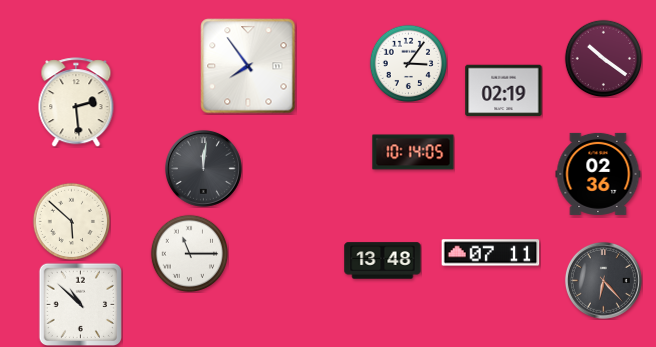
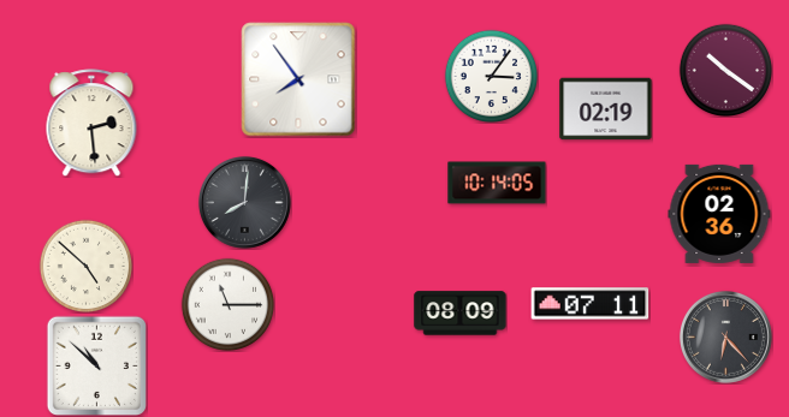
clock at (203, 168): 12:01 -> 8:01
clock at (598, 174) position: (598, 174) -> (719, 214)
clock at (71, 221): 5:52 -> 4:52
clock at (383, 261): 13:48 -> 08:09
